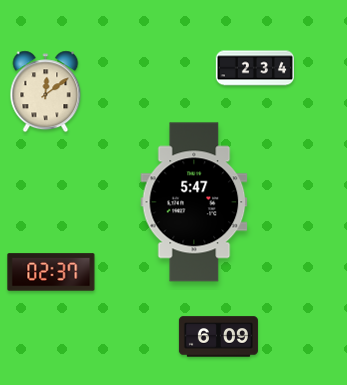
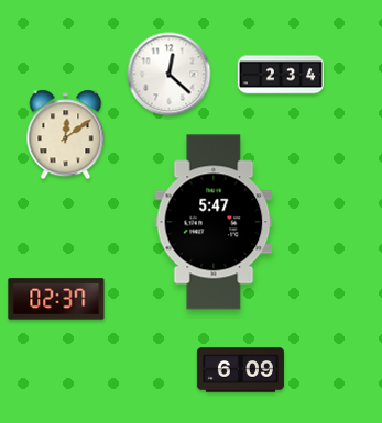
clock at (170, 75): none -> 12:22
clock at (46, 92) position: (46, 92) -> (66, 135)
